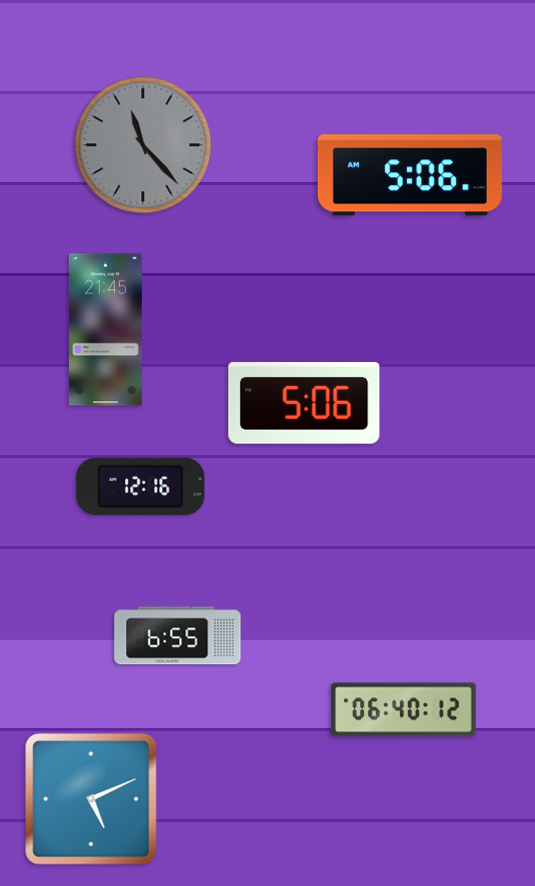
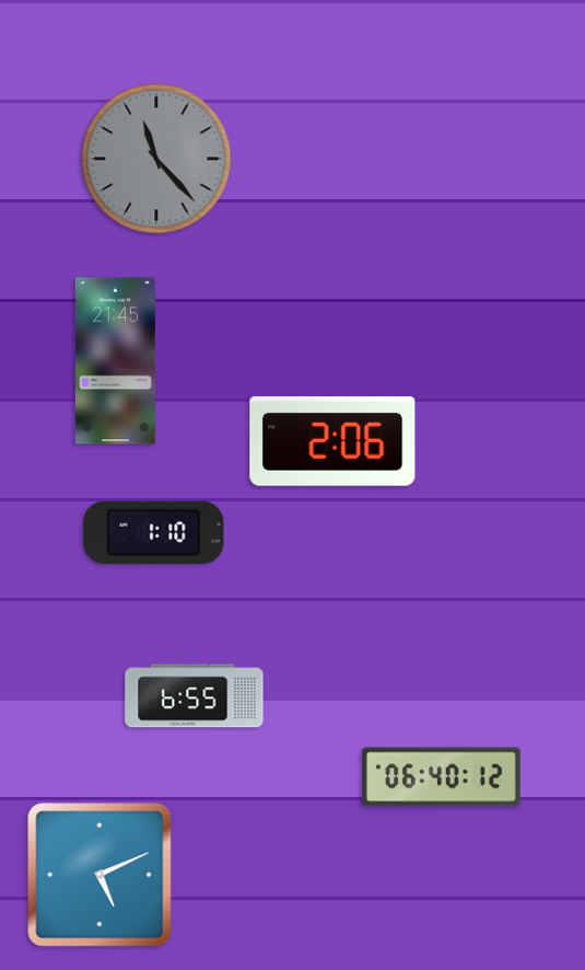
clock at (410, 175): 5:06 -> none
clock at (304, 403): 5:06 -> 2:06
clock at (141, 486): 12:16 -> 1:10
